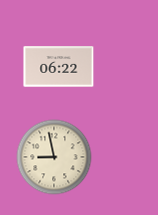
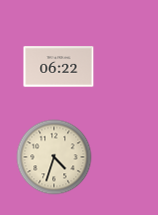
clock at (54, 157): 8:58 -> 4:33
